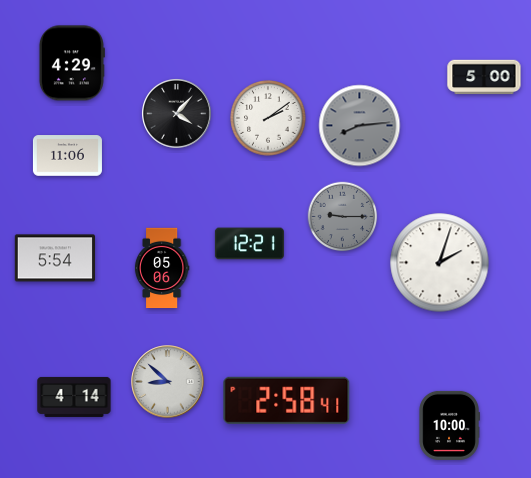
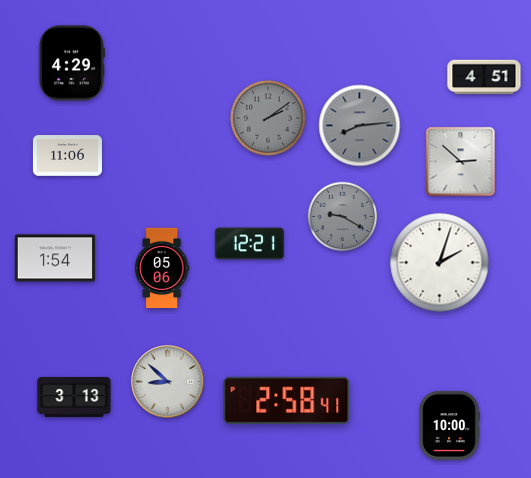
clock at (484, 77): 5:00 -> 4:51
clock at (177, 114): 4:07 -> none
clock at (268, 118) dial: white -> grey
clock at (461, 162): none -> 2:52
clock at (343, 217): 9:15 -> 9:20
clock at (55, 258): 5:54 -> 1:54
clock at (74, 397): 4:14 -> 3:13
